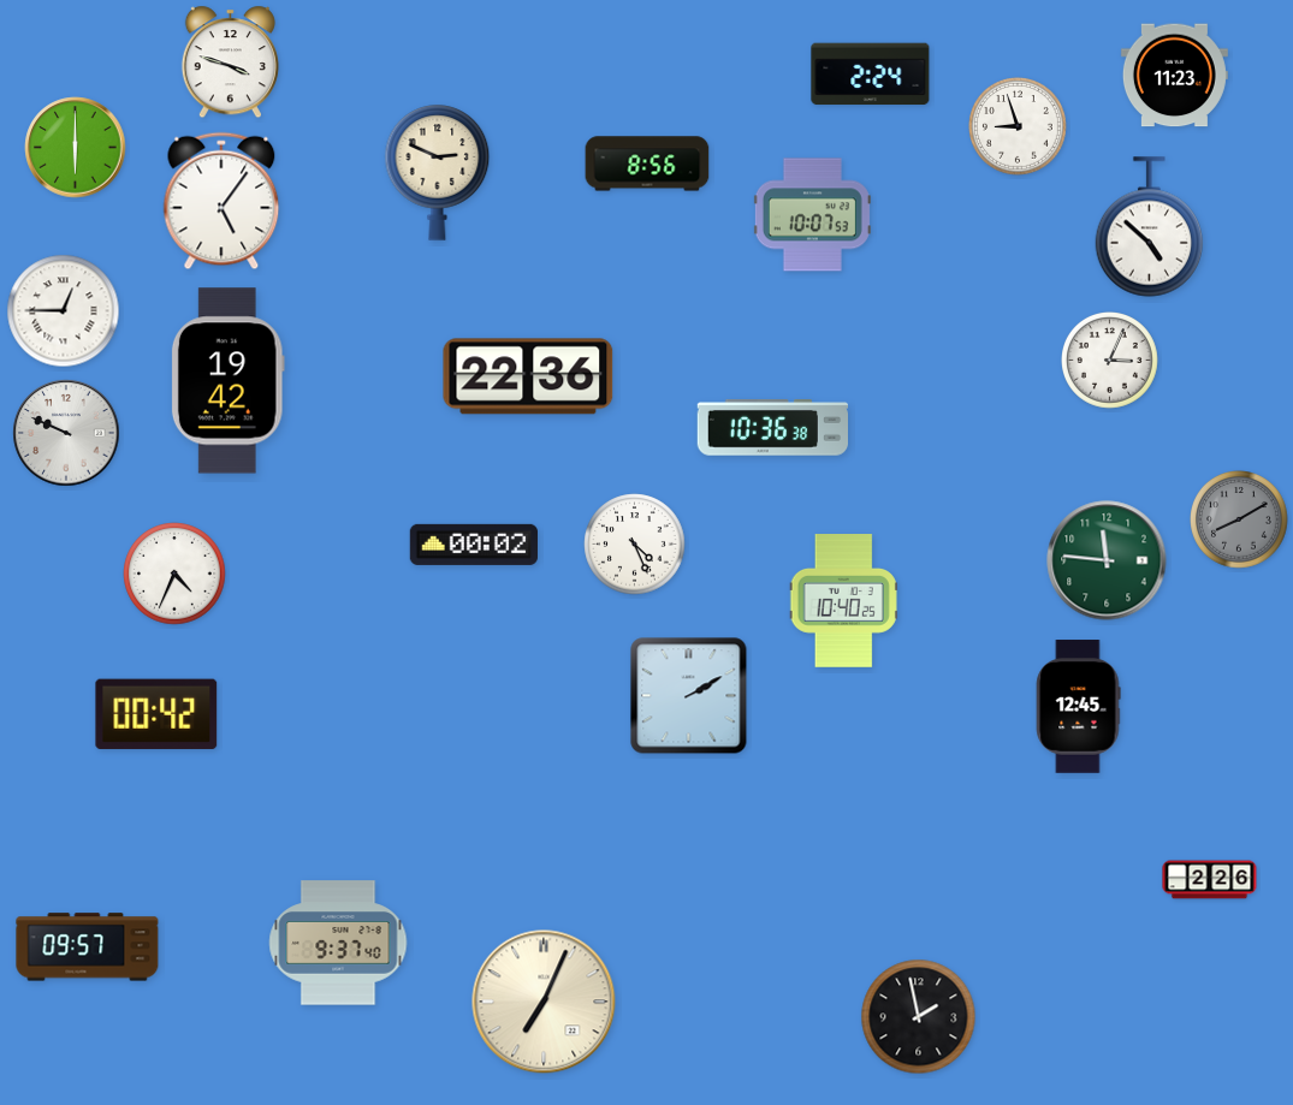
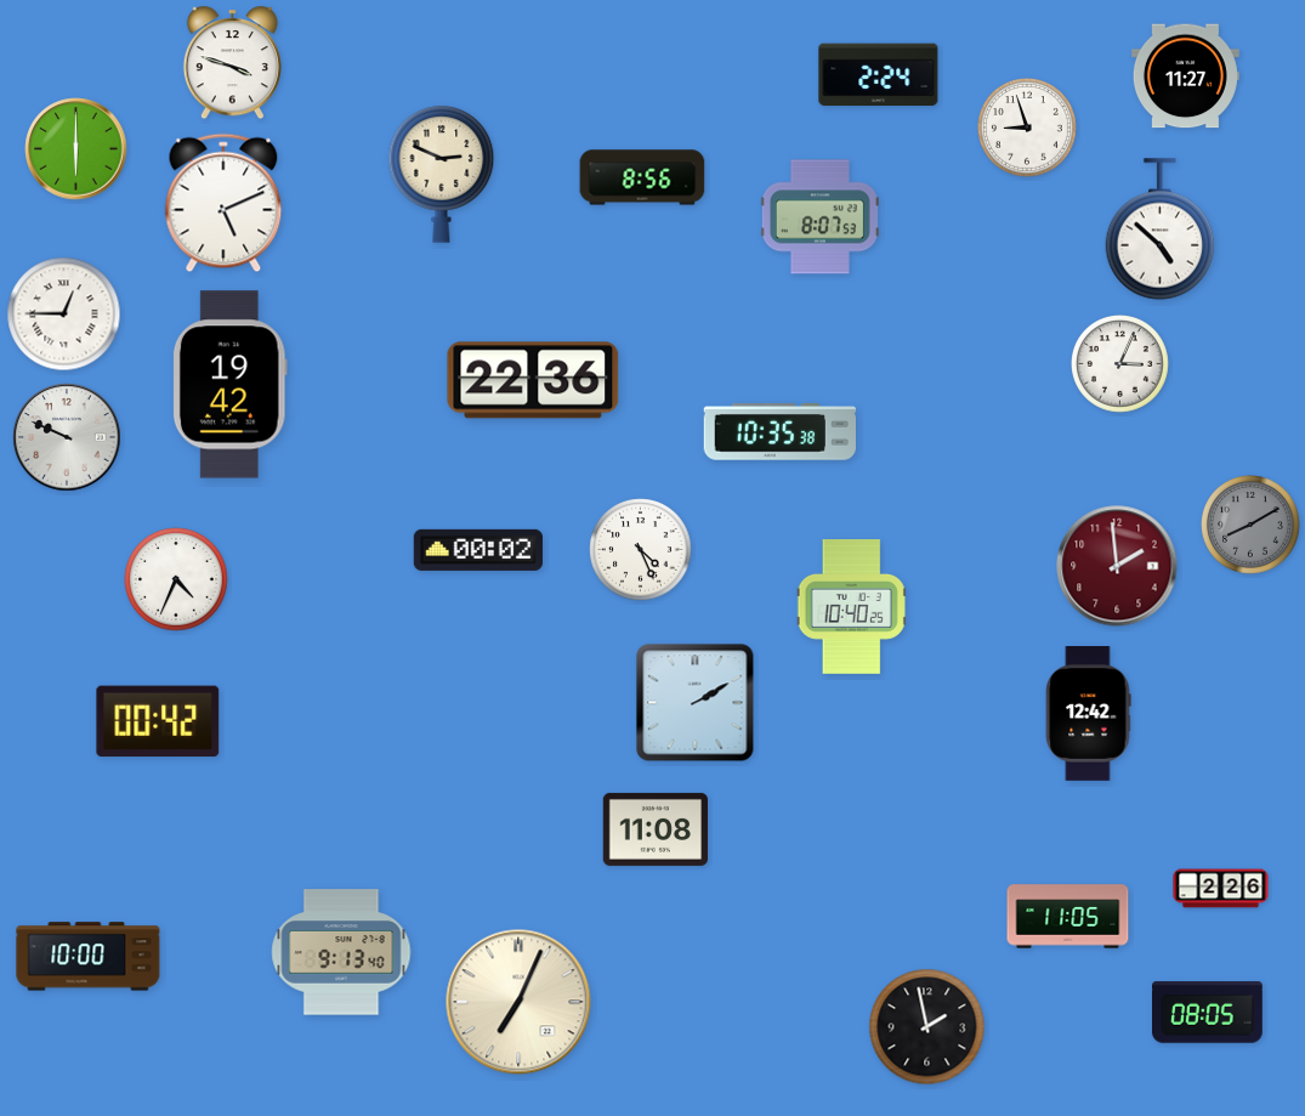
clock at (1174, 76): 11:23 -> 11:27
clock at (647, 164) position: (647, 164) -> (642, 177)
clock at (221, 201): 5:06 -> 5:11
clock at (812, 215): 10:07 -> 8:07
clock at (772, 428): 10:36 -> 10:35
clock at (1107, 560): 11:46 -> 1:59
clock at (1107, 560) dial: green -> burgundy
clock at (1079, 707): 12:45 -> 12:42
clock at (656, 829): none -> 11:08
clock at (1068, 917): none -> 11:05
clock at (338, 943): 9:37 -> 9:13
clock at (88, 947): 09:57 -> 10:00
clock at (544, 1002) position: (544, 1002) -> (518, 1002)
clock at (1208, 1013): none -> 08:05
